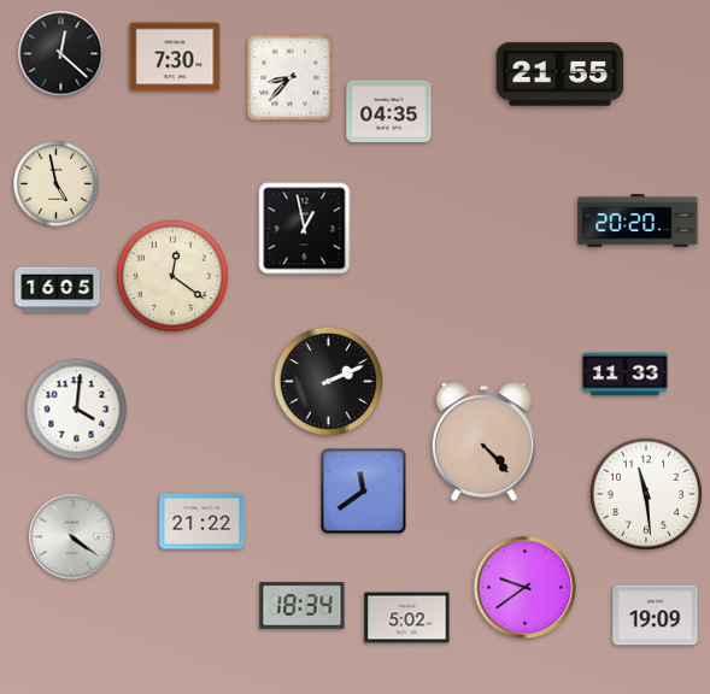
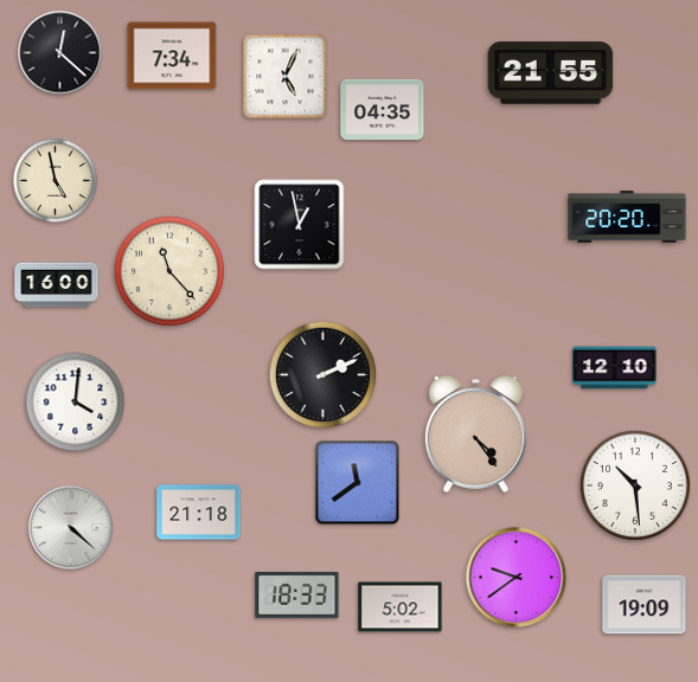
clock at (175, 57): 7:30 -> 7:34
clock at (291, 78): 8:37 -> 5:04
clock at (172, 276): 12:21 -> 11:23
clock at (58, 290): 16:05 -> 16:00
clock at (626, 375): 11:33 -> 12:10
clock at (483, 442): 4:23 -> 4:24
clock at (646, 494): 11:29 -> 10:29
clock at (203, 522): 21:22 -> 21:18
clock at (72, 537): 4:21 -> 4:22
clock at (303, 606): 18:34 -> 18:33
